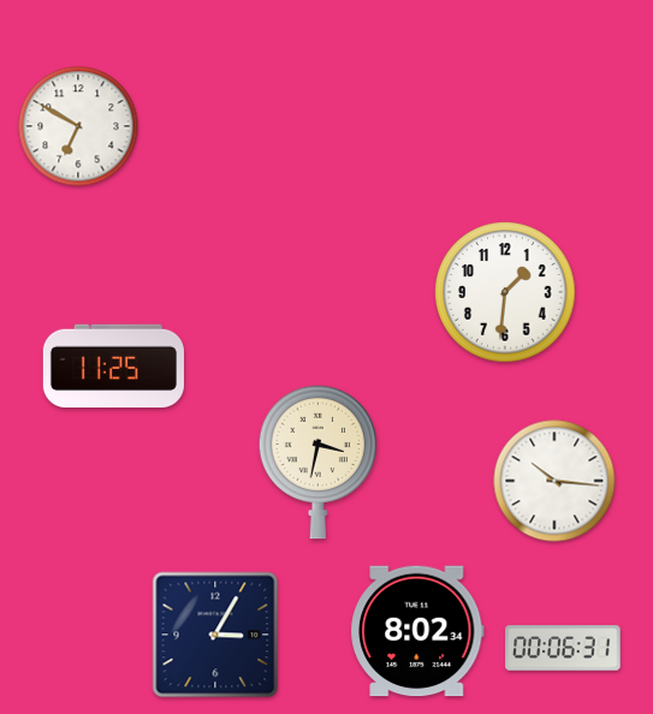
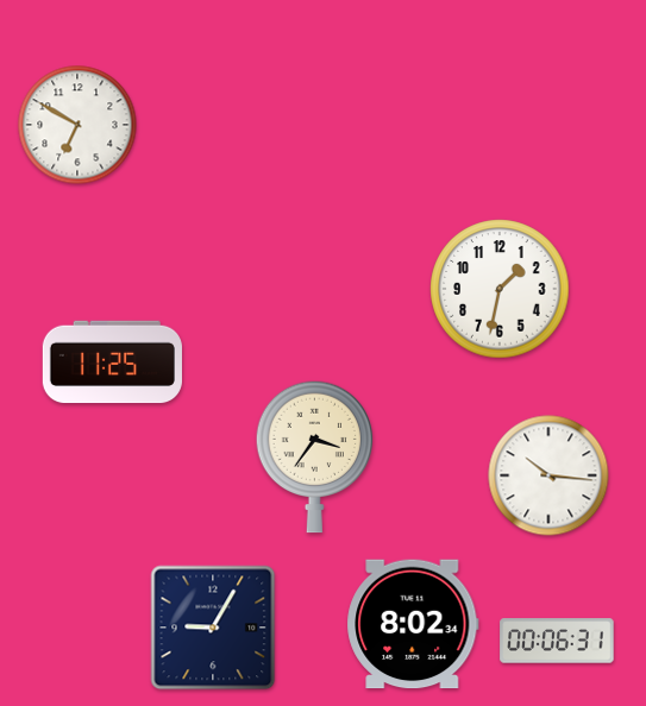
clock at (505, 292): 1:31 -> 1:32
clock at (319, 462): 3:32 -> 3:36
clock at (215, 635): 3:05 -> 9:05
